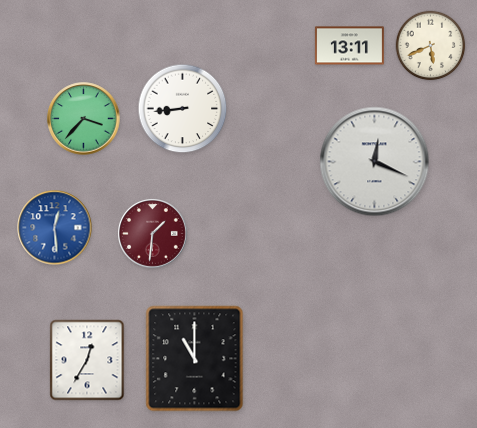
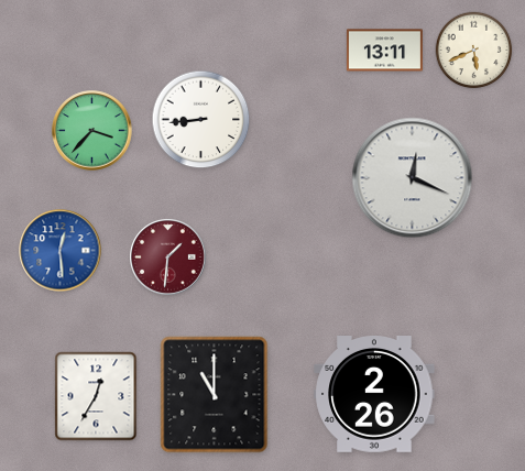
clock at (374, 395): none -> 2:26
